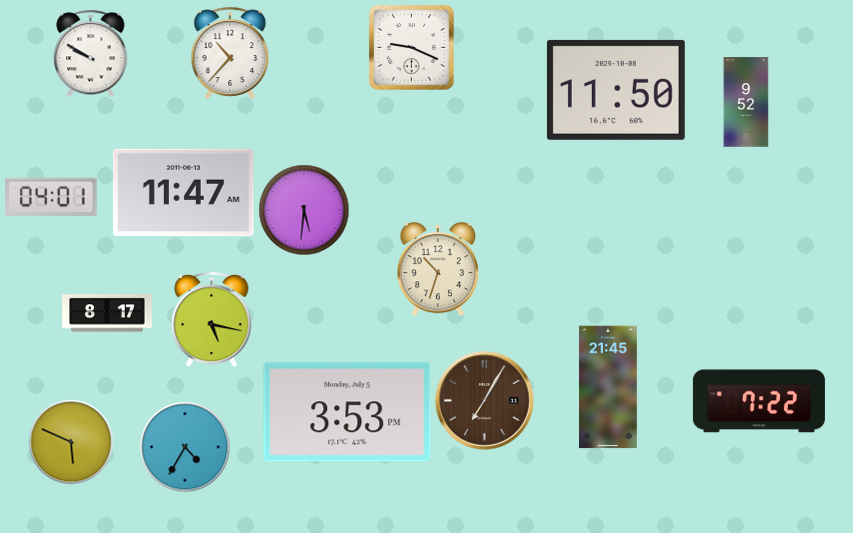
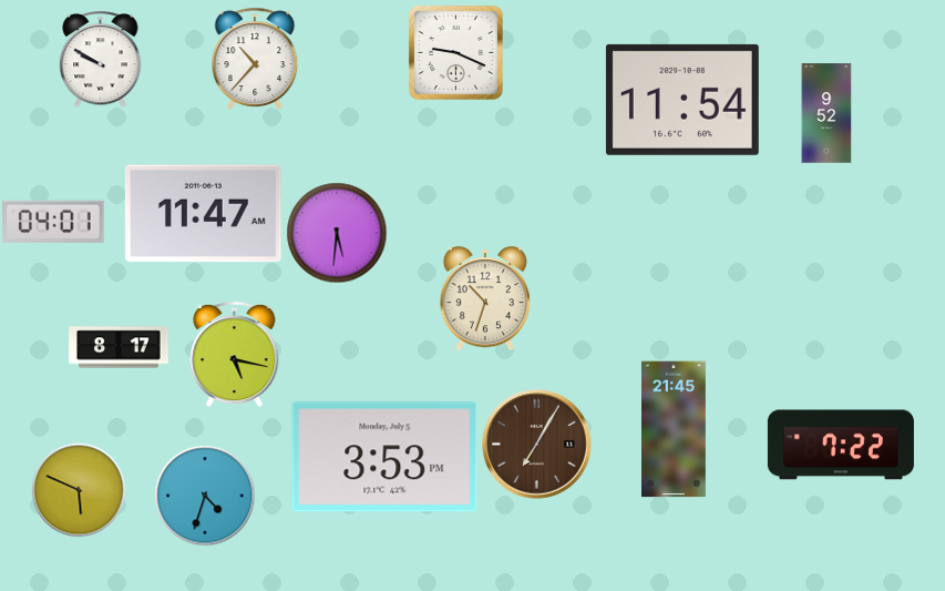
clock at (616, 90): 11:50 -> 11:54
clock at (51, 196) position: (51, 196) -> (53, 221)
clock at (185, 447): 4:35 -> 4:33
